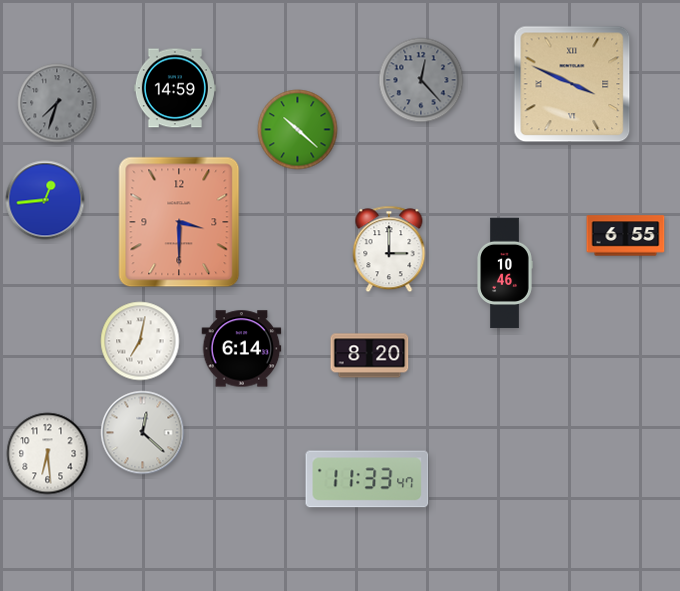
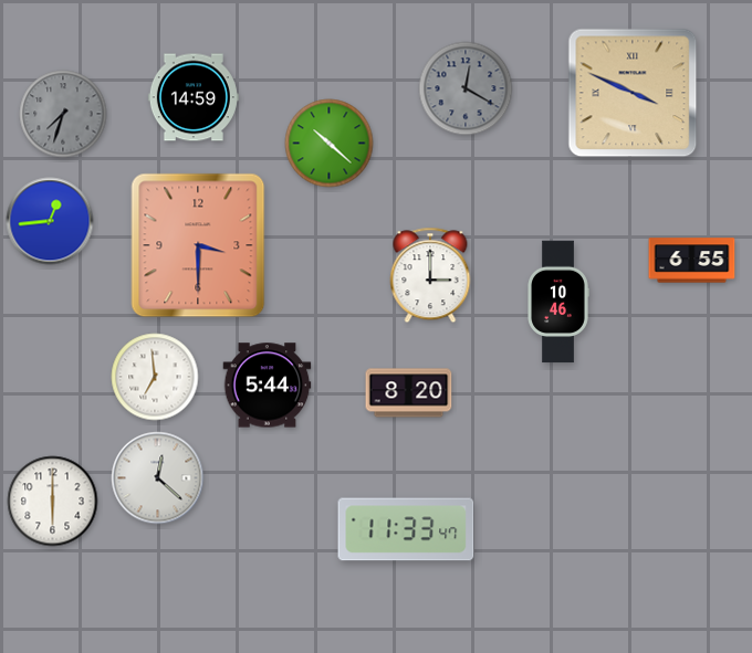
clock at (421, 80): 12:23 -> 12:20
clock at (140, 341): 7:02 -> 6:59
clock at (242, 349): 6:14 -> 5:44
clock at (48, 454): 6:29 -> 6:00
